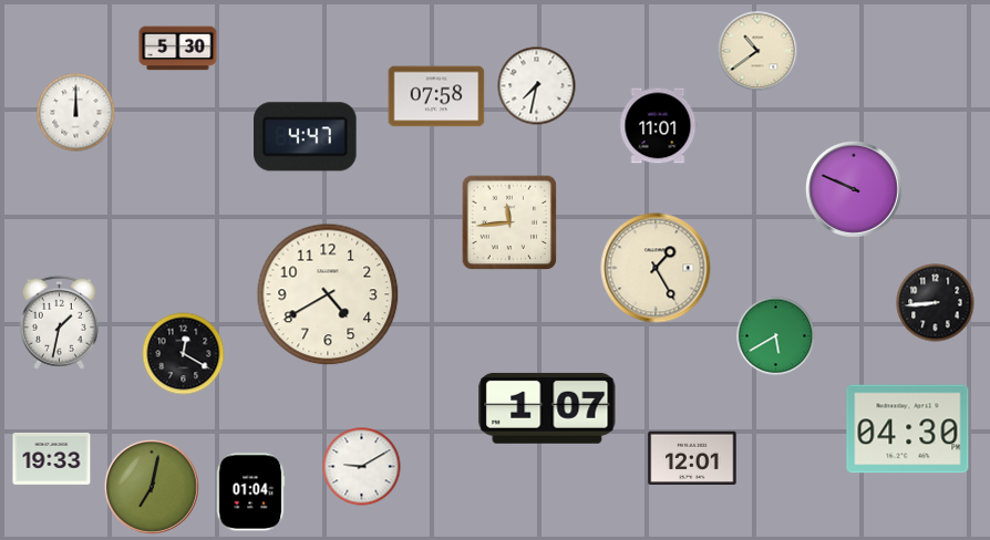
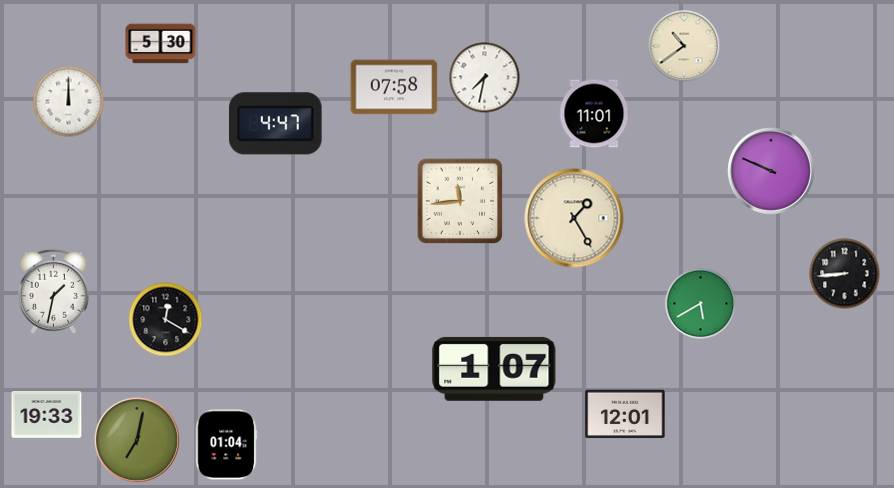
clock at (656, 268) position: (656, 268) -> (574, 218)
clock at (328, 294): 4:40 -> none
clock at (908, 429): 04:30 -> none
clock at (362, 467): 9:10 -> none
